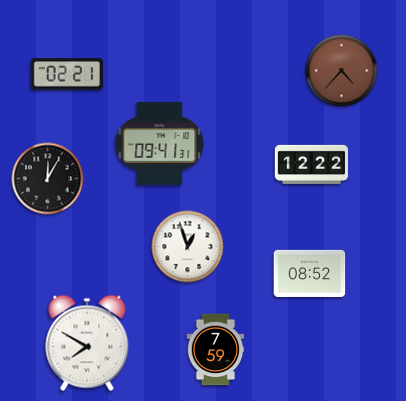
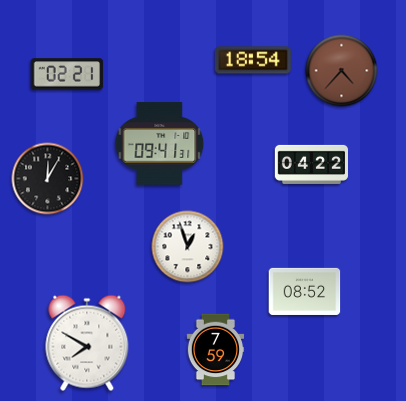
clock at (253, 60): none -> 18:54
clock at (311, 164): 12:22 -> 04:22
clock at (310, 273) position: (310, 273) -> (305, 291)
